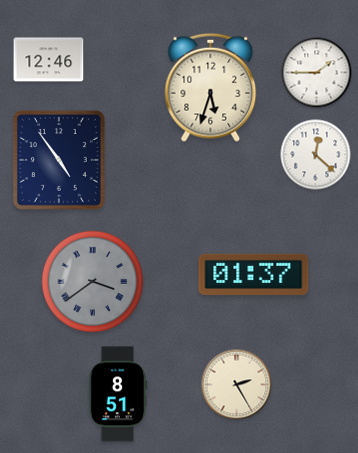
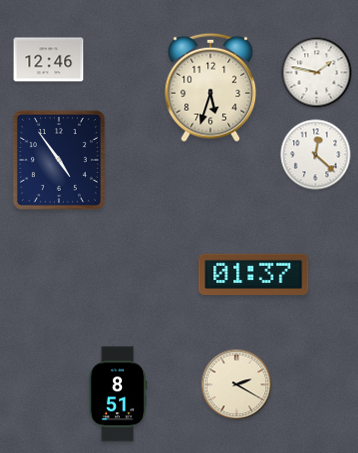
clock at (317, 73): 1:45 -> 1:47
clock at (93, 282): 3:39 -> none
clock at (237, 385): 2:25 -> 2:20
